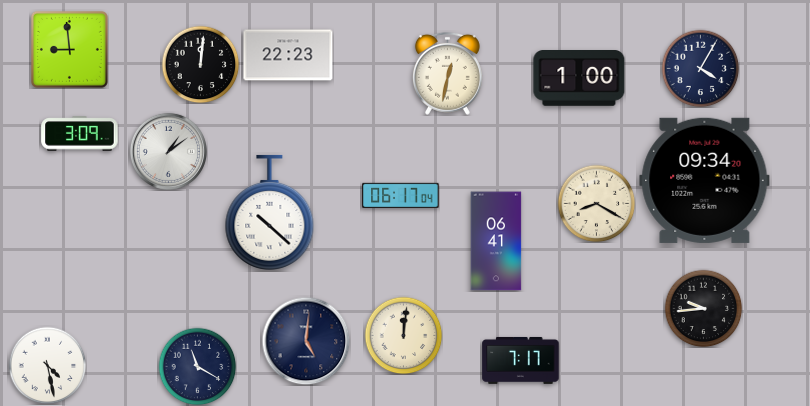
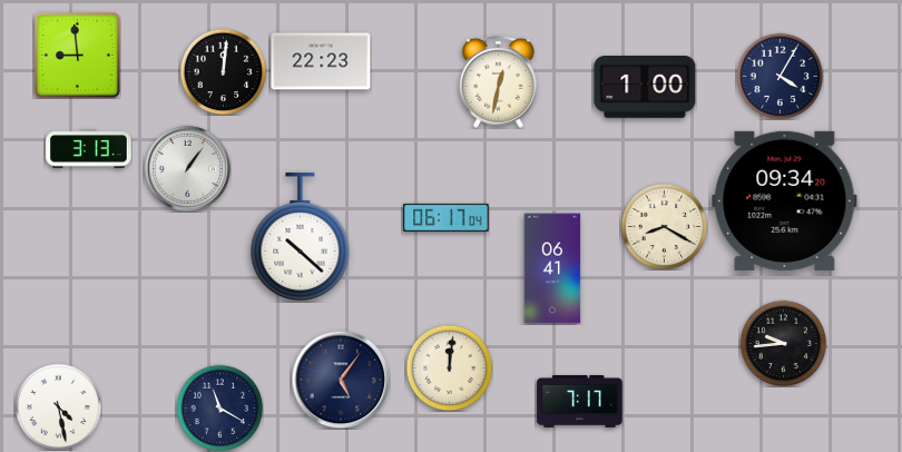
clock at (80, 134): 3:09 -> 3:13
clock at (168, 151): 1:09 -> 1:06
clock at (403, 335) position: (403, 335) -> (449, 367)
clock at (306, 341): 5:01 -> 5:06
clock at (47, 365) position: (47, 365) -> (58, 406)
